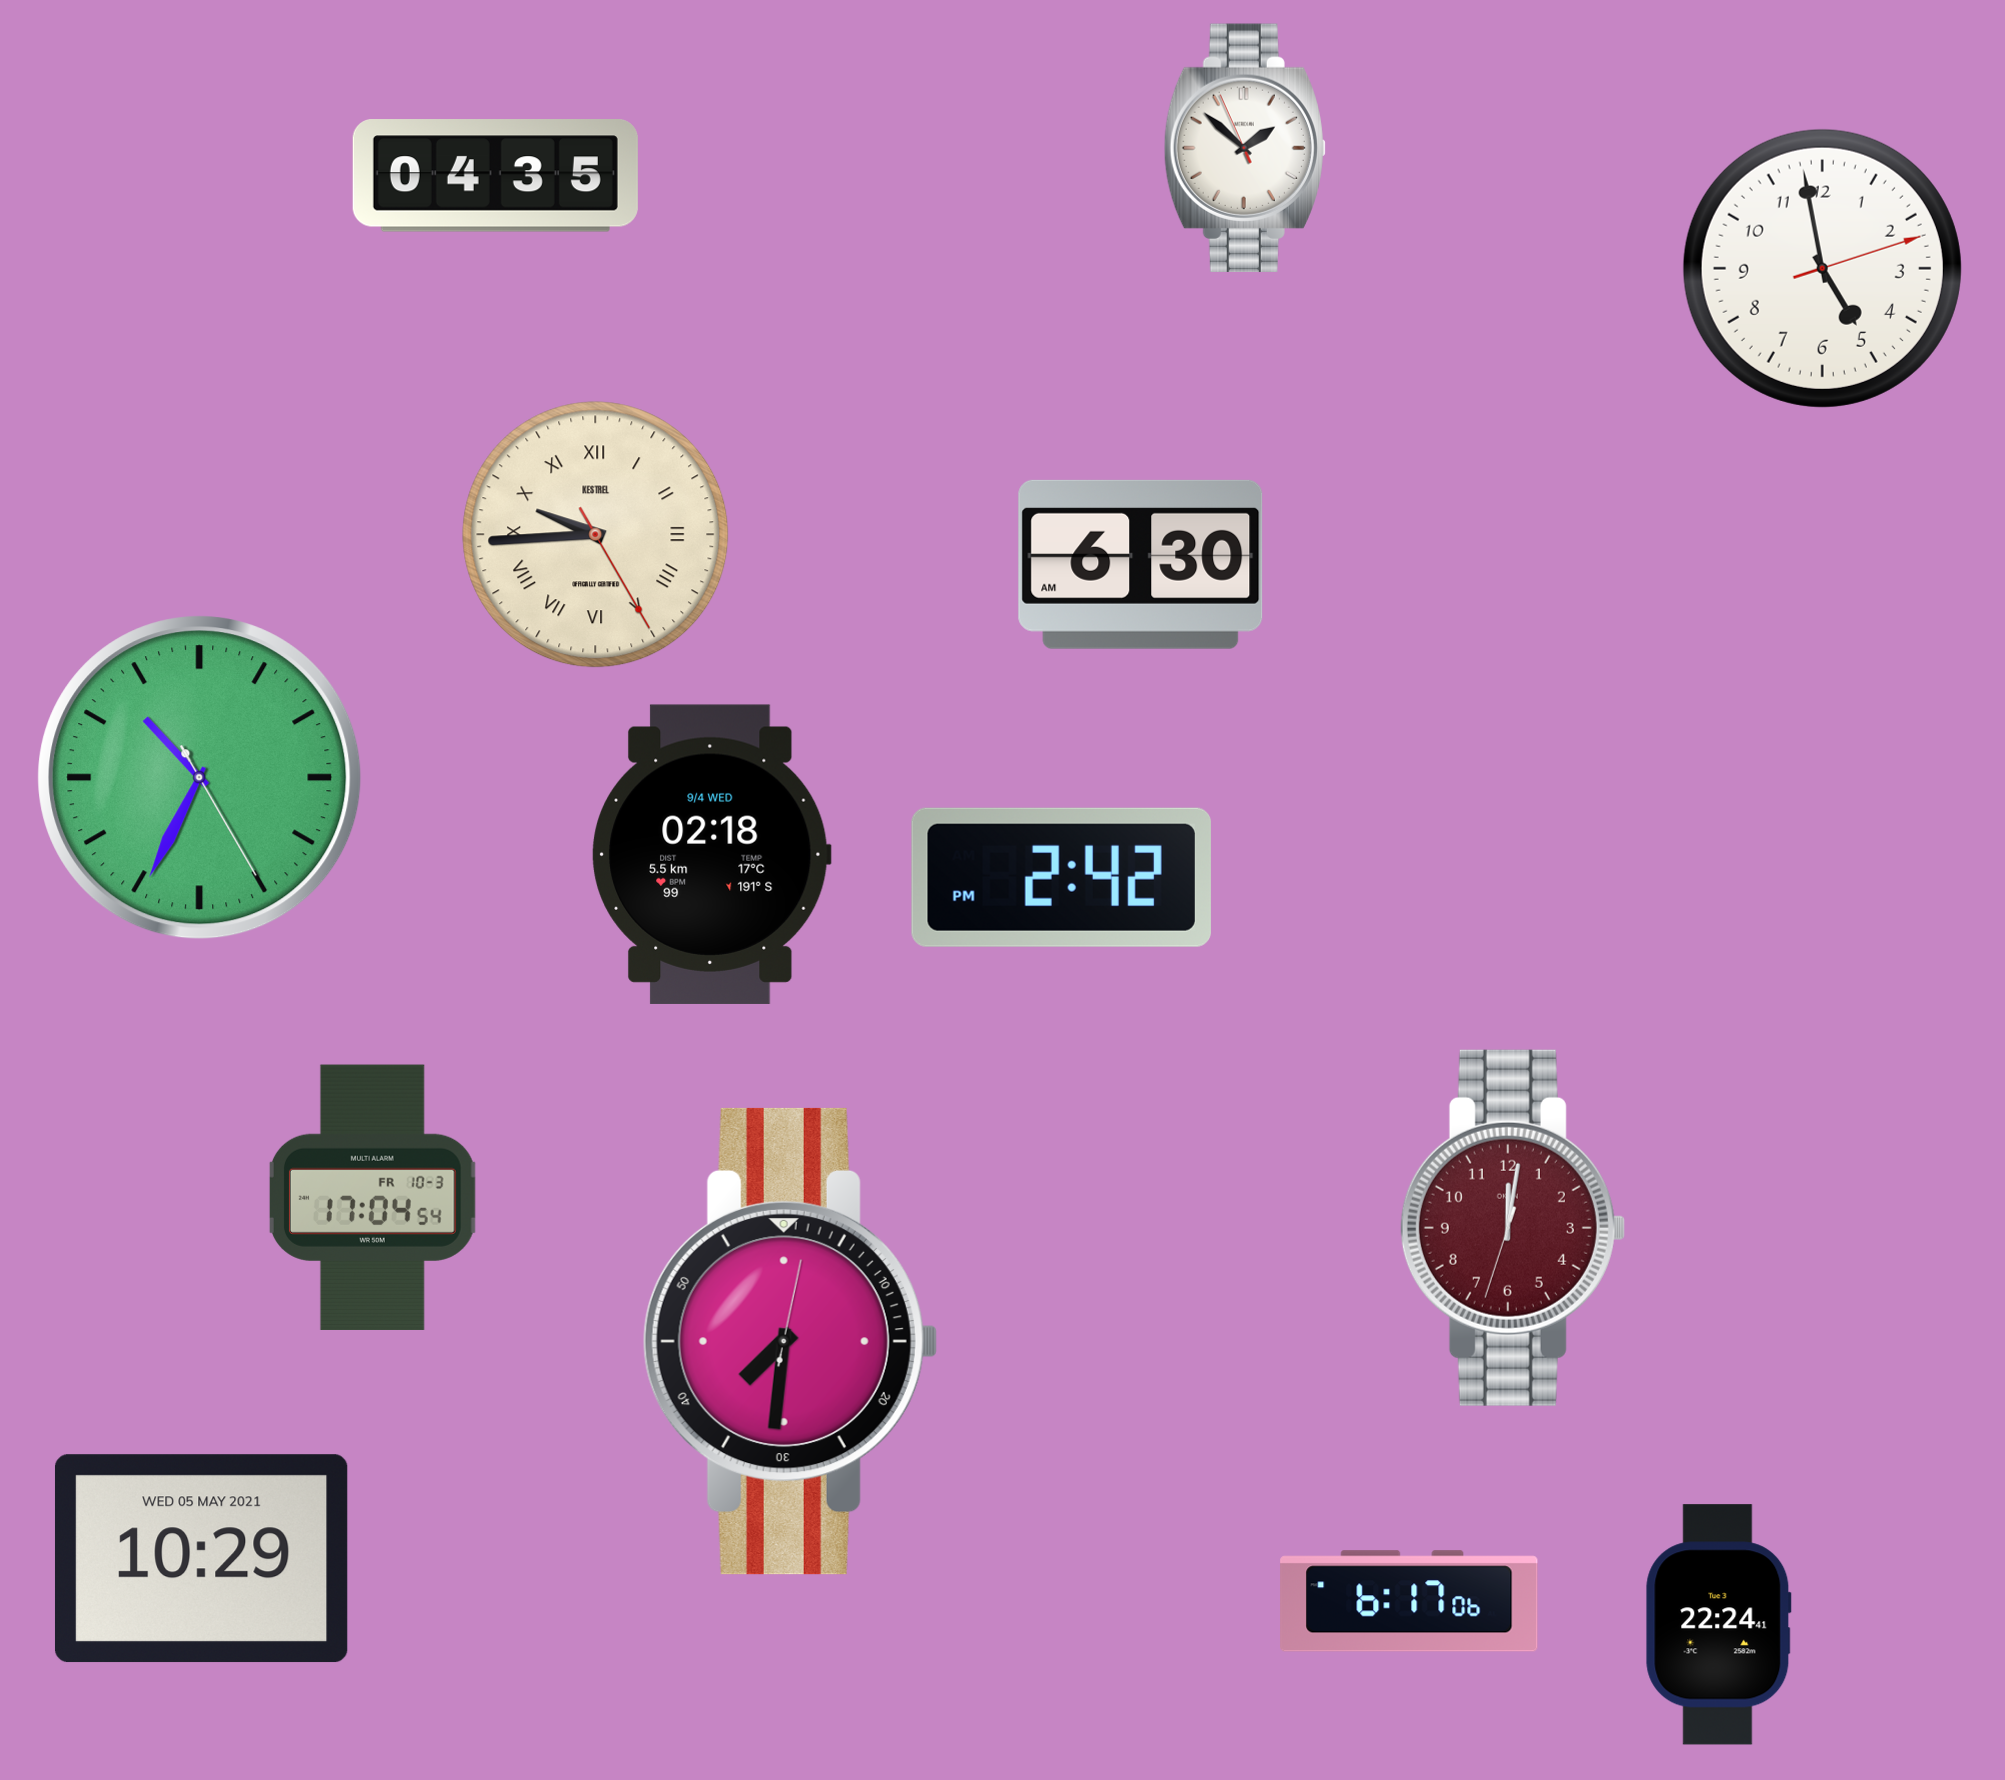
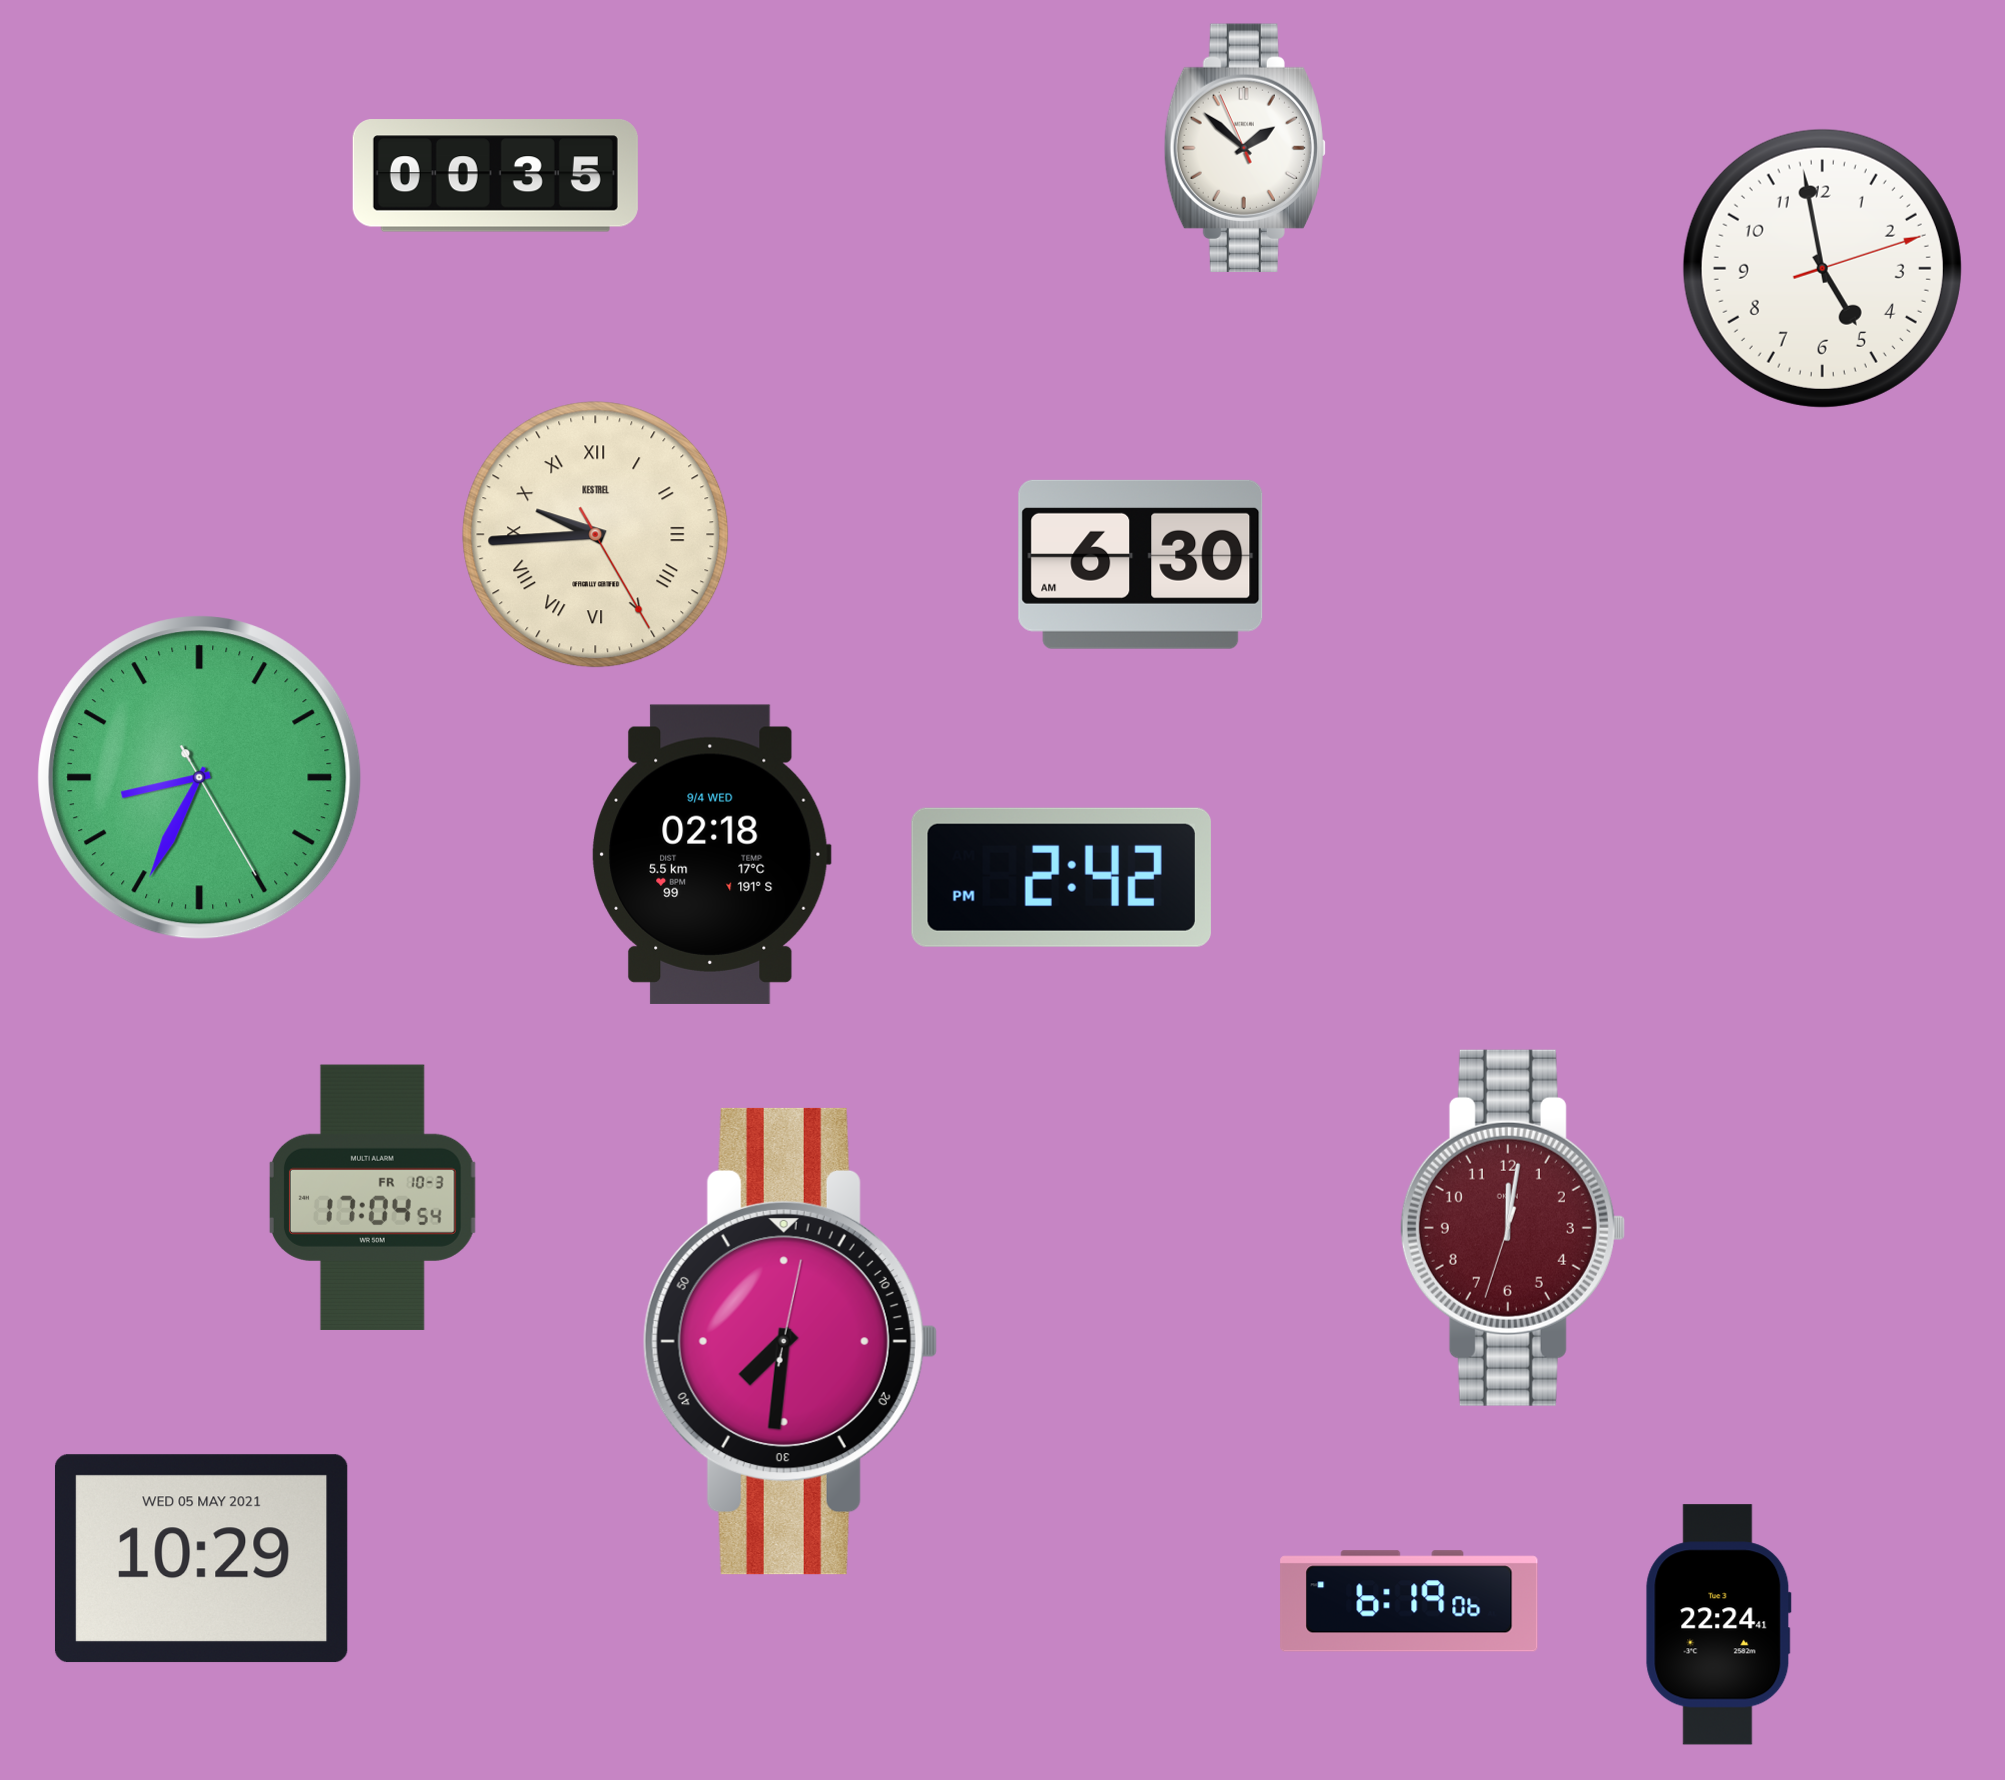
clock at (495, 176): 04:35 -> 00:35
clock at (200, 778): 10:34 -> 8:34
clock at (1409, 1601): 6:17 -> 6:19
